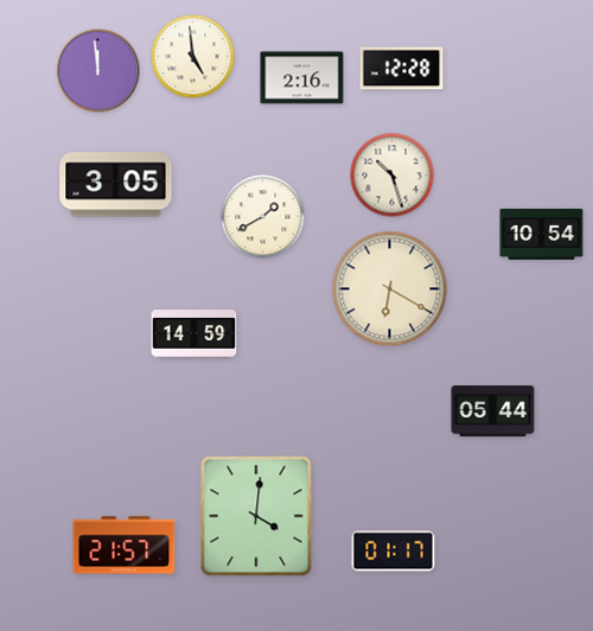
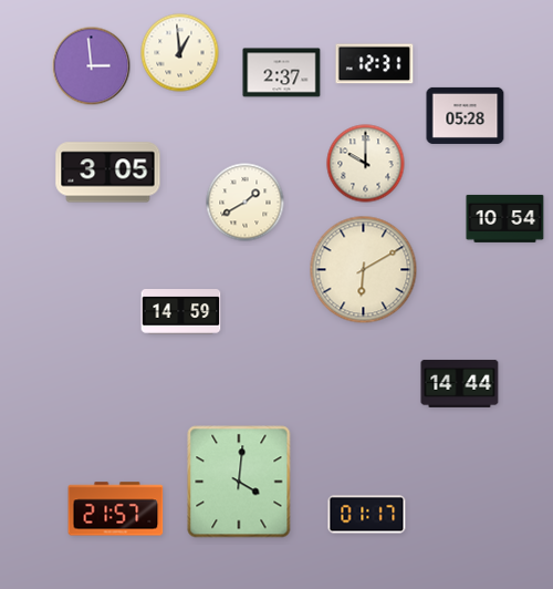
clock at (193, 57): 4:59 -> 12:59
clock at (402, 69): 12:28 -> 12:31
clock at (98, 71): 11:59 -> 2:59
clock at (302, 78): 2:16 -> 2:37
clock at (466, 115): none -> 05:28
clock at (393, 176): 10:27 -> 10:00
clock at (390, 289): 6:20 -> 6:10
clock at (493, 410): 05:44 -> 14:44
